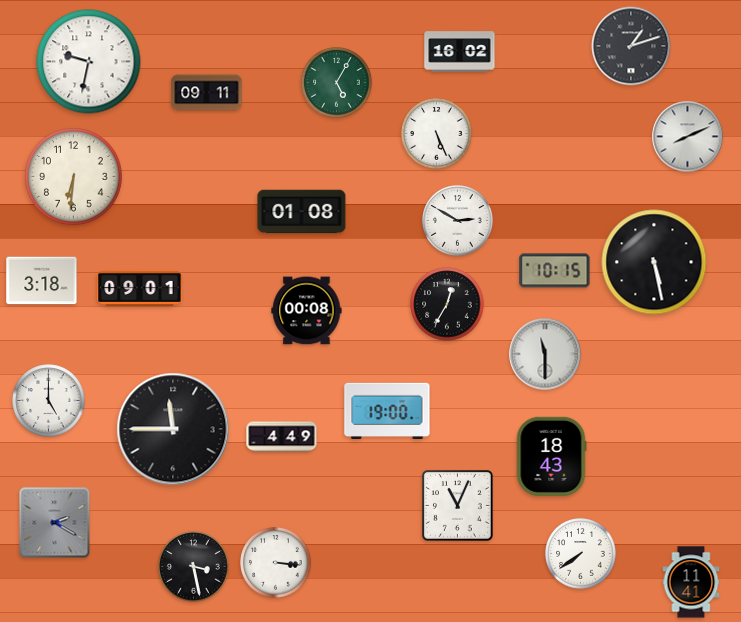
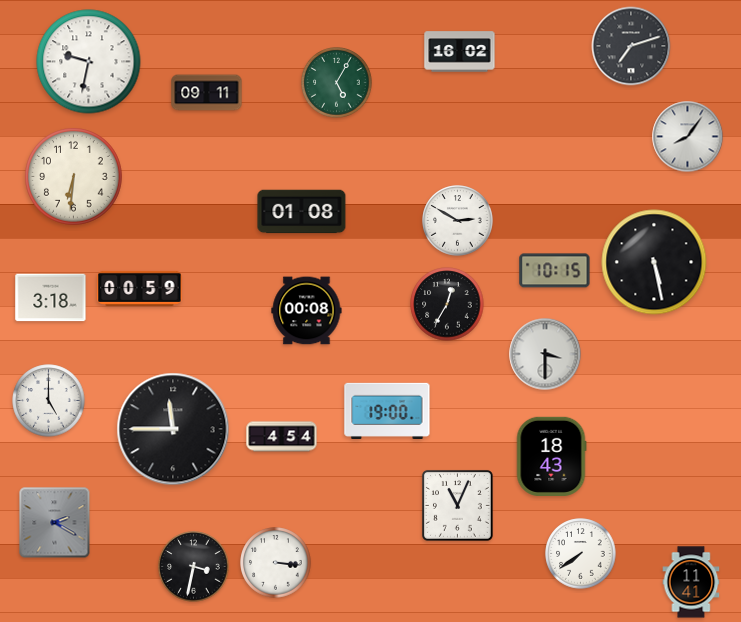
clock at (631, 46): 1:12 -> 7:12
clock at (437, 134): 5:26 -> none
clock at (688, 137): 8:11 -> 8:06
clock at (42, 281) position: (42, 281) -> (51, 298)
clock at (140, 288): 09:01 -> 00:59
clock at (545, 354): 11:30 -> 3:30
clock at (282, 437): 4:49 -> 4:54
clock at (194, 567): 3:28 -> 3:32
